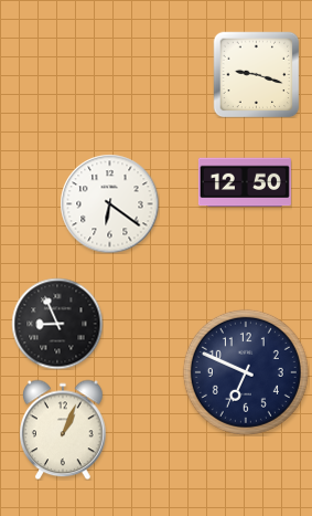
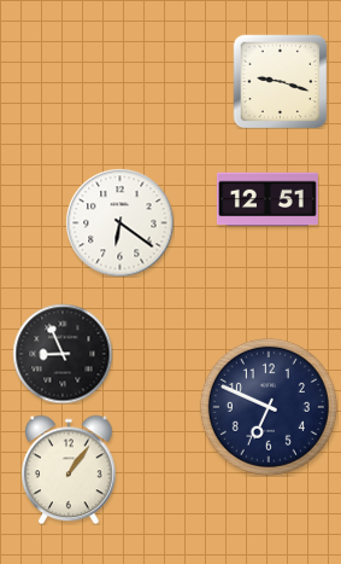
clock at (245, 182): 12:50 -> 12:51
clock at (63, 430): 1:04 -> 1:06
